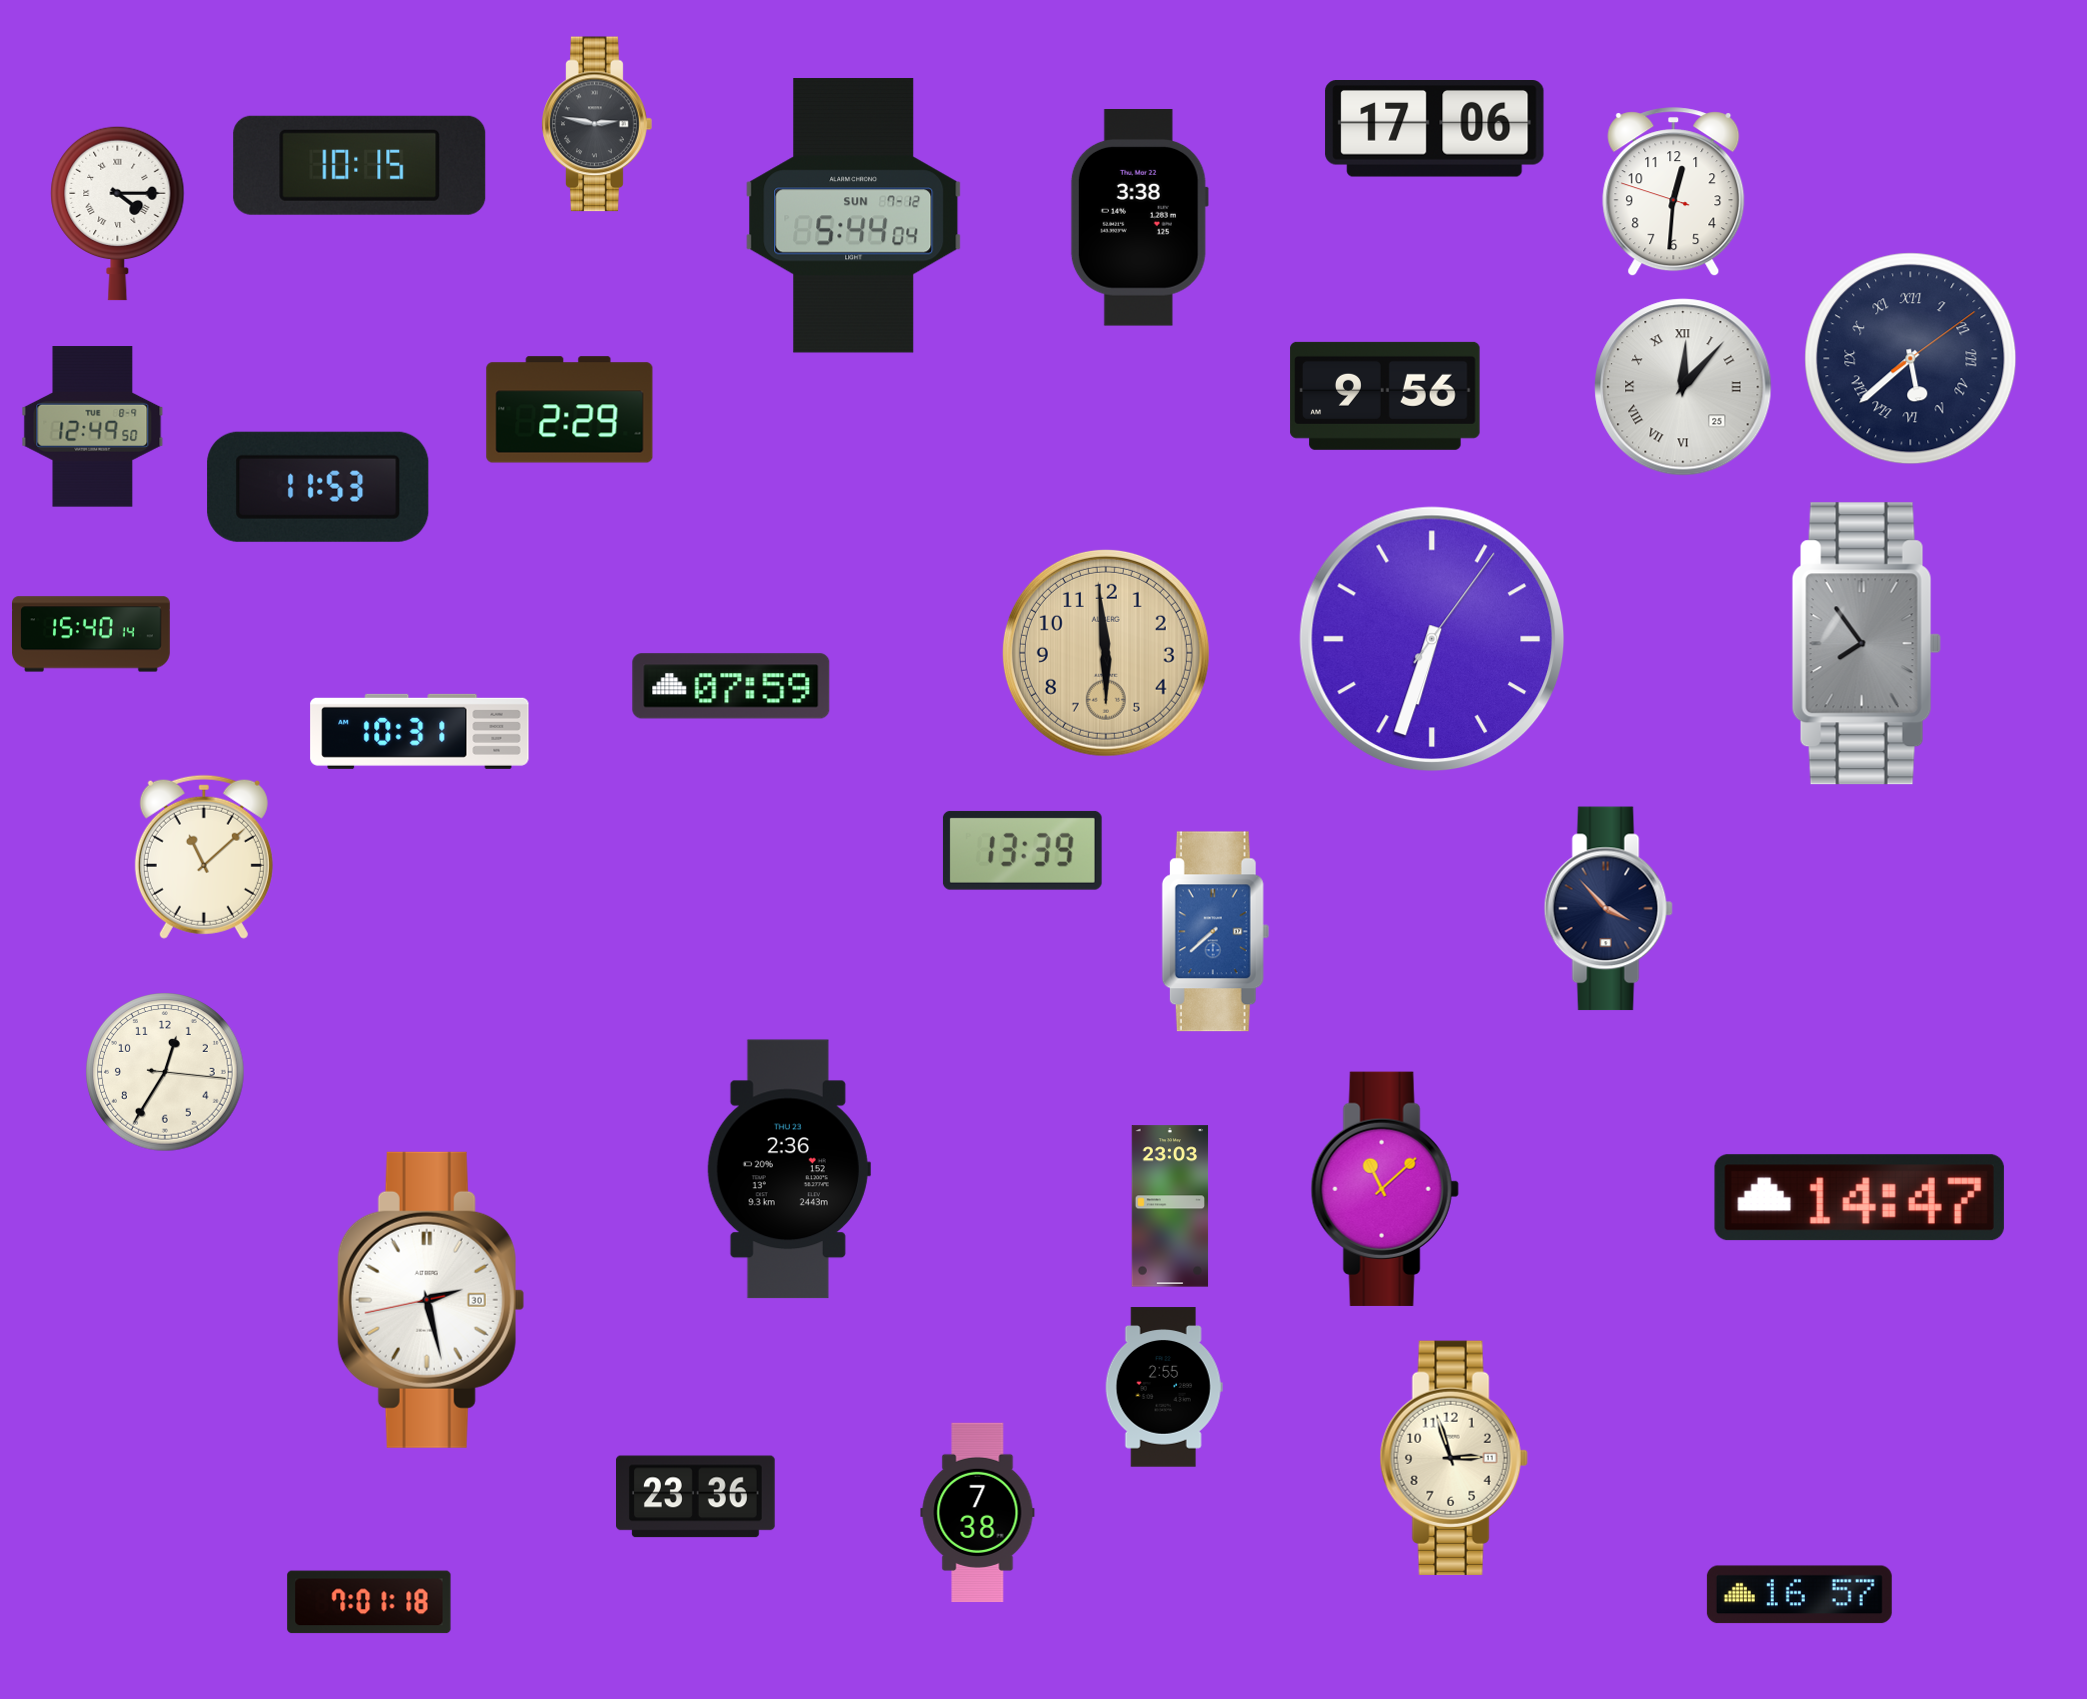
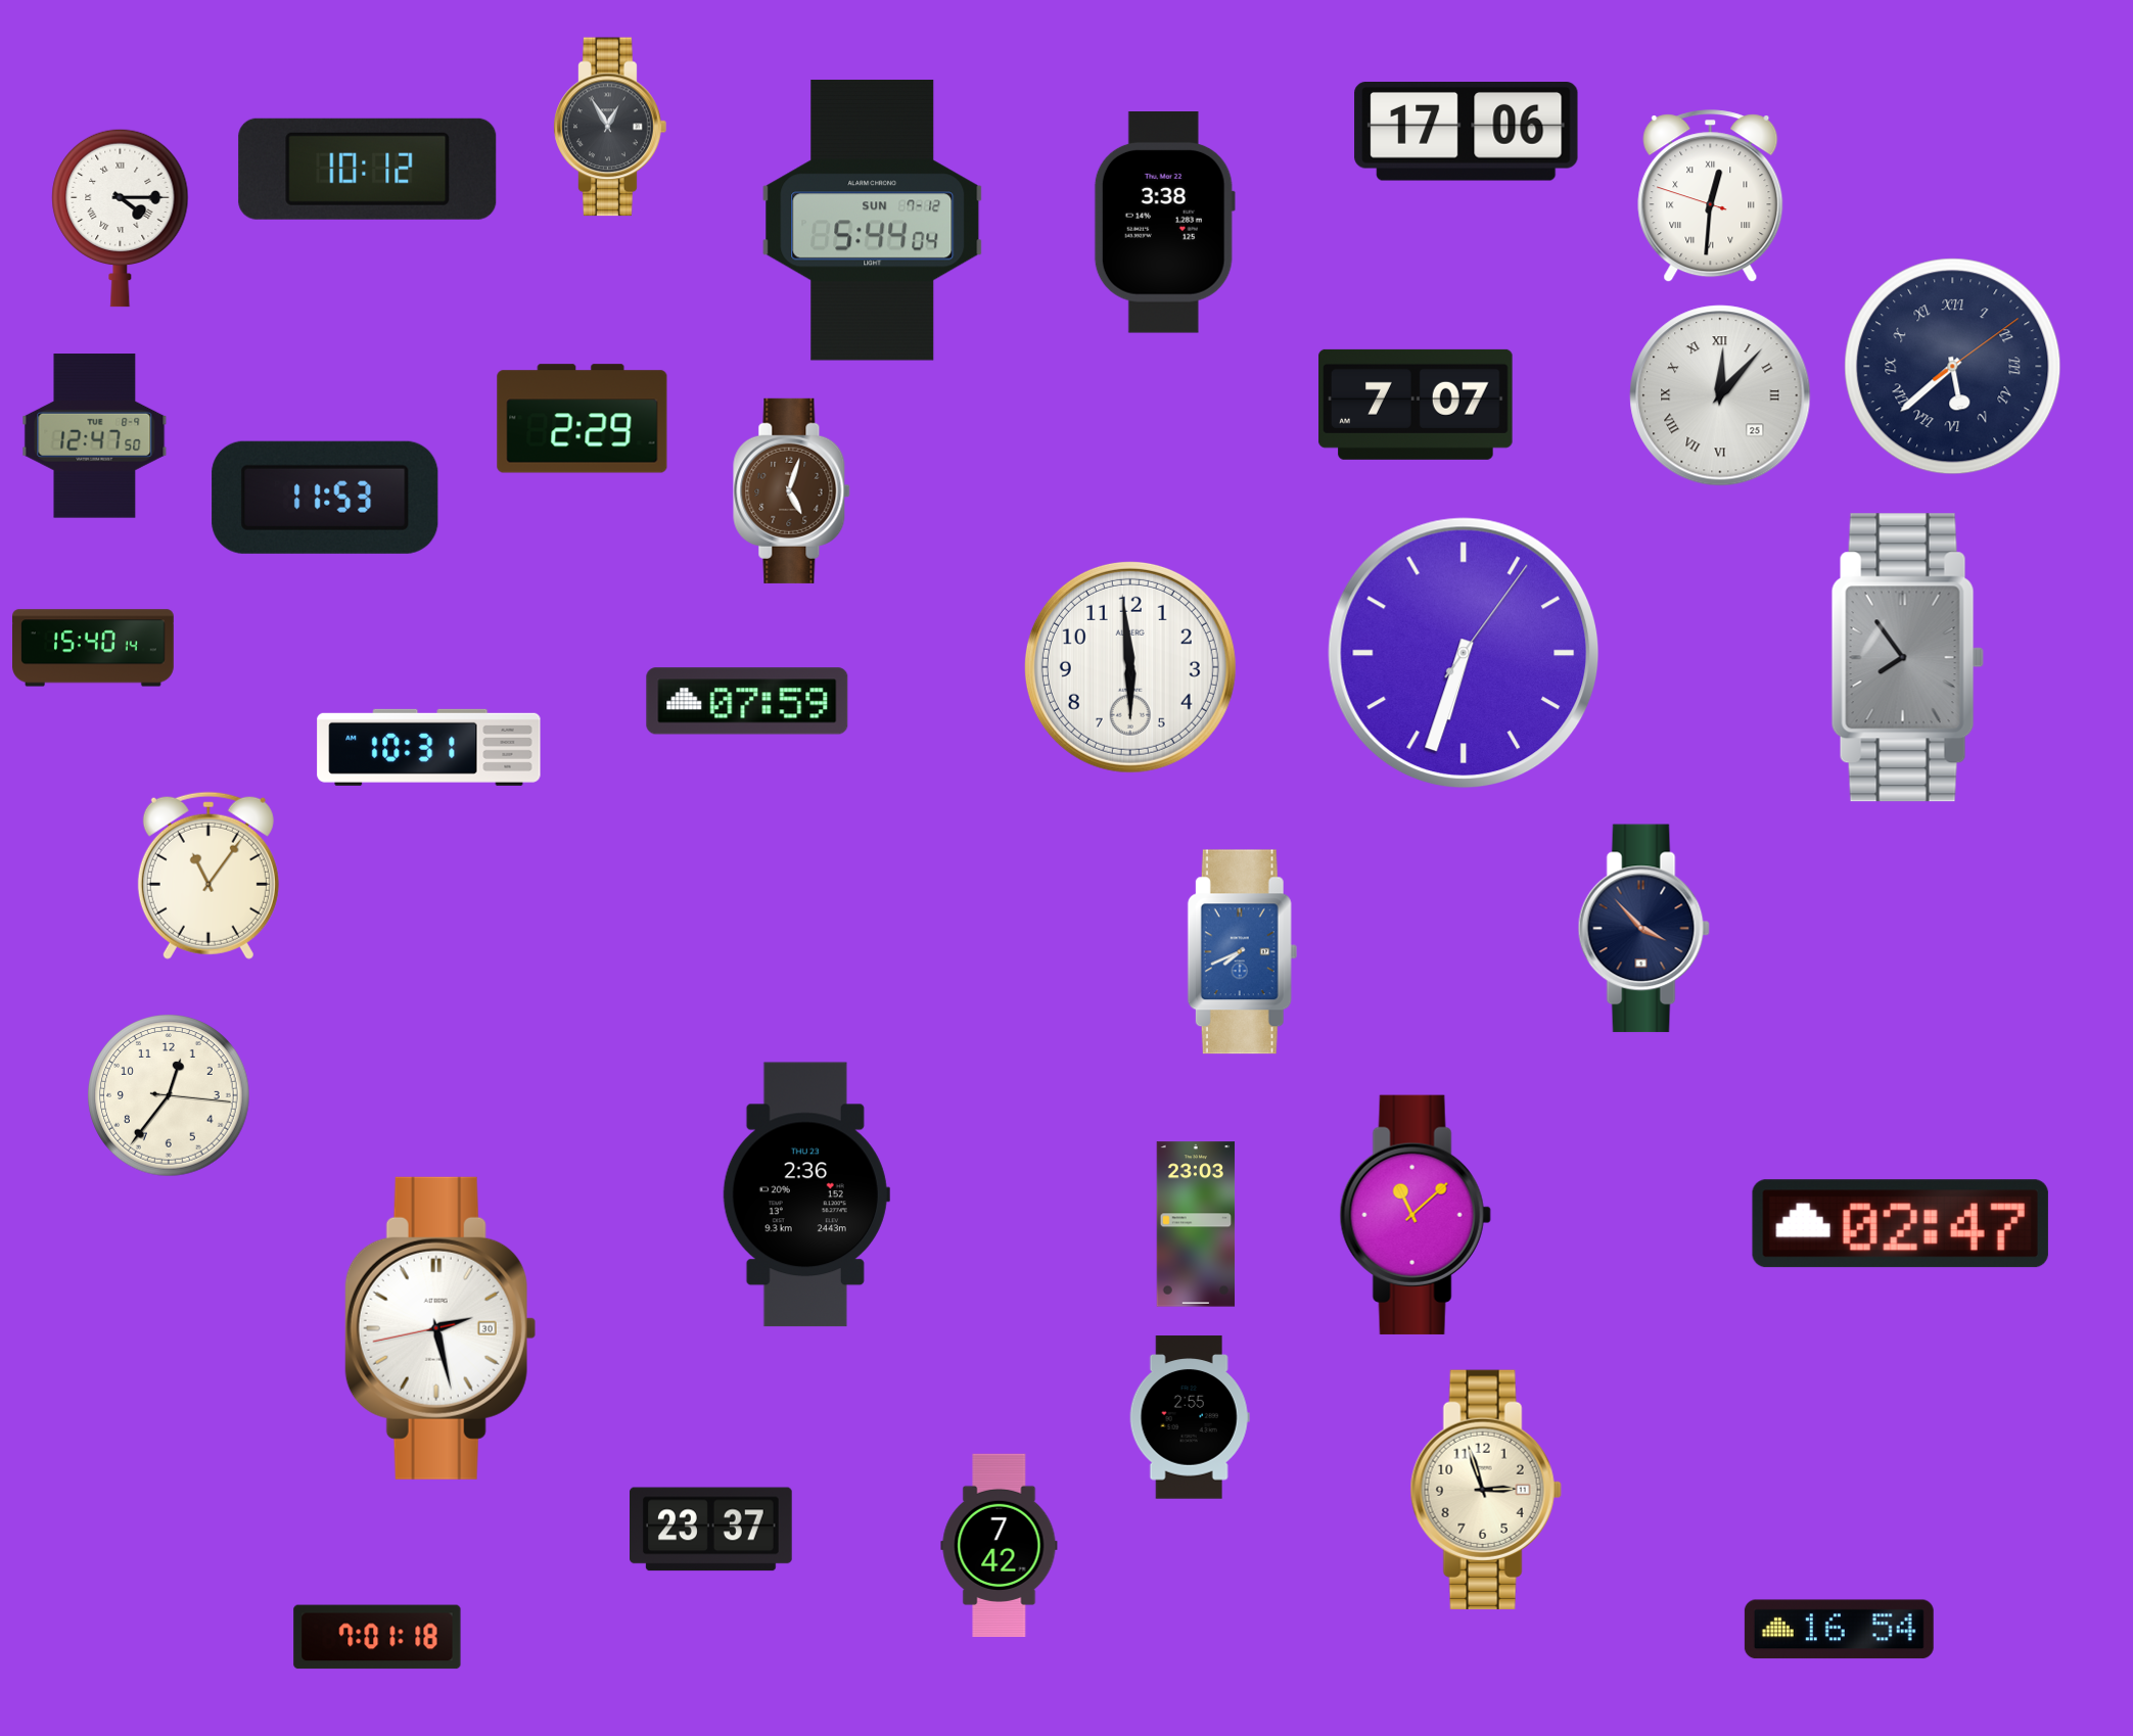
clock at (597, 124): 2:47 -> 12:55
clock at (360, 165): 10:15 -> 10:12
clock at (1674, 192) numerals: Arabic -> Roman
clock at (1385, 396): 9:56 -> 7:07
clock at (93, 427): 12:49 -> 12:47
clock at (792, 490): none -> 5:03
clock at (1106, 653) dial: champagne -> white
clock at (1022, 850): 13:39 -> none
clock at (204, 857): 11:08 -> 11:06
clock at (1215, 932): 7:38 -> 7:41
clock at (165, 1072): 12:35 -> 12:36
clock at (1859, 1198): 14:47 -> 02:47
clock at (1170, 1206) position: (1170, 1206) -> (1196, 1224)
clock at (696, 1497): 23:36 -> 23:37
clock at (978, 1512): 7:38 -> 7:42
clock at (1799, 1595): 16:57 -> 16:54
